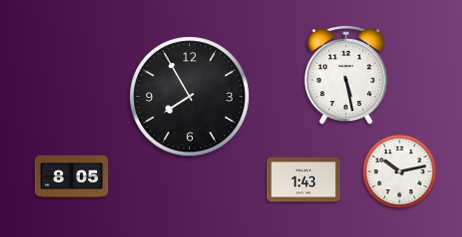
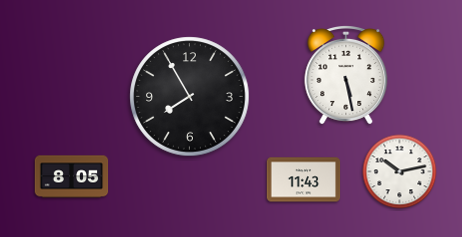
clock at (304, 180): 1:43 -> 11:43
